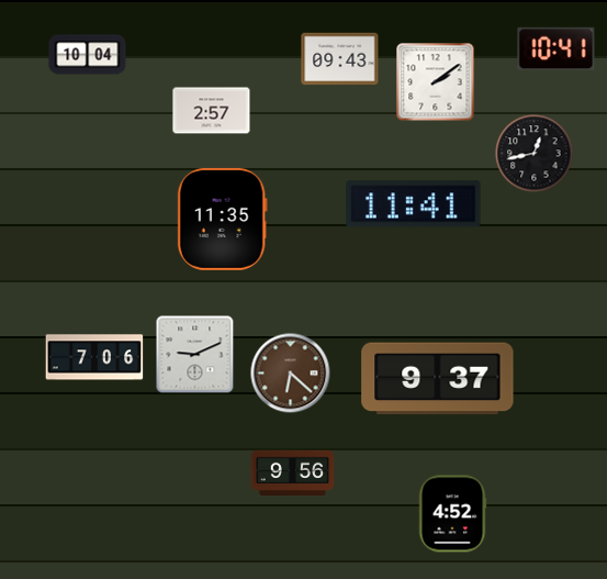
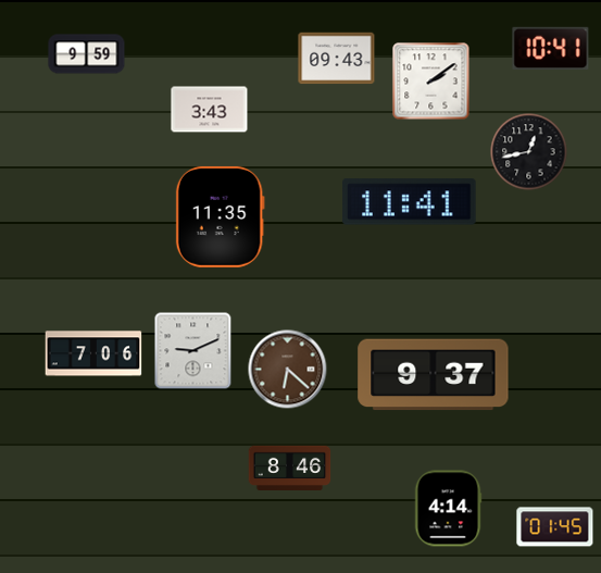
clock at (88, 55): 10:04 -> 9:59
clock at (212, 111): 2:57 -> 3:43
clock at (293, 472): 9:56 -> 8:46
clock at (452, 514): 4:52 -> 4:14
clock at (555, 527): none -> 01:45
